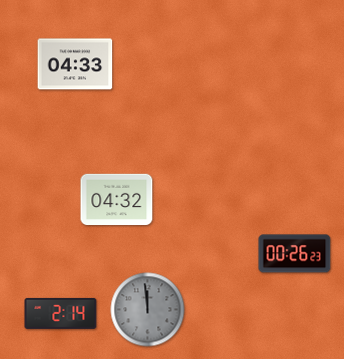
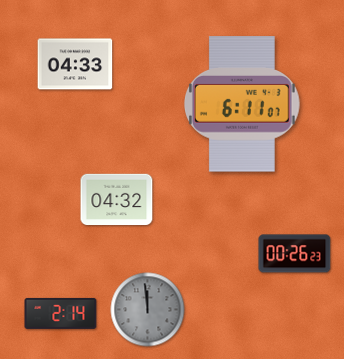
clock at (243, 104): none -> 6:11
